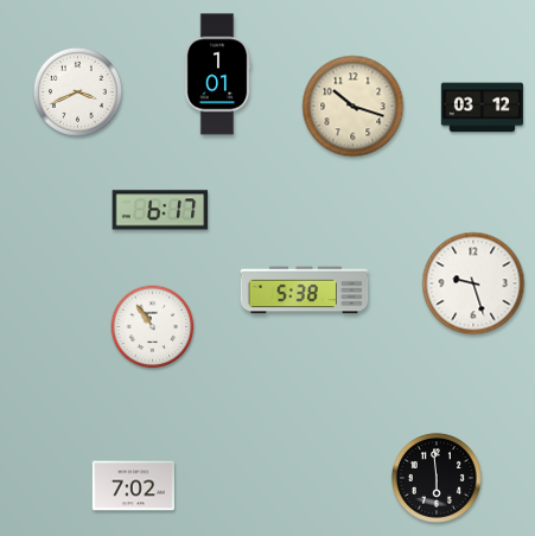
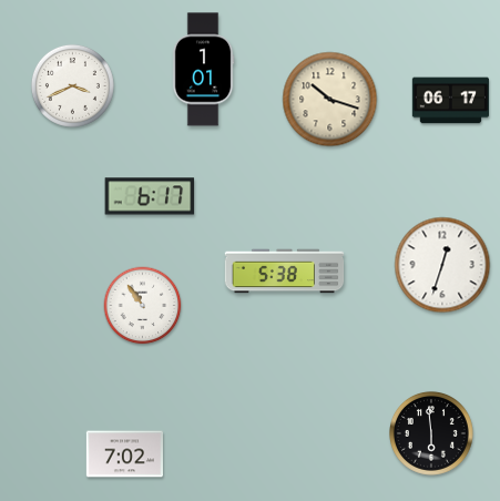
clock at (482, 108): 03:12 -> 06:17
clock at (473, 283): 9:27 -> 12:33
clock at (437, 478) position: (437, 478) -> (431, 433)
